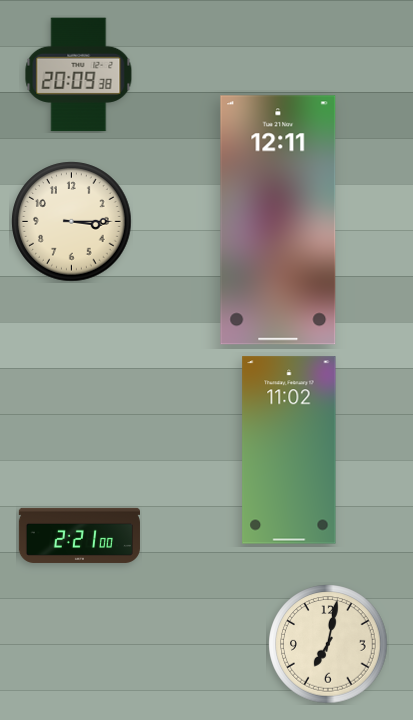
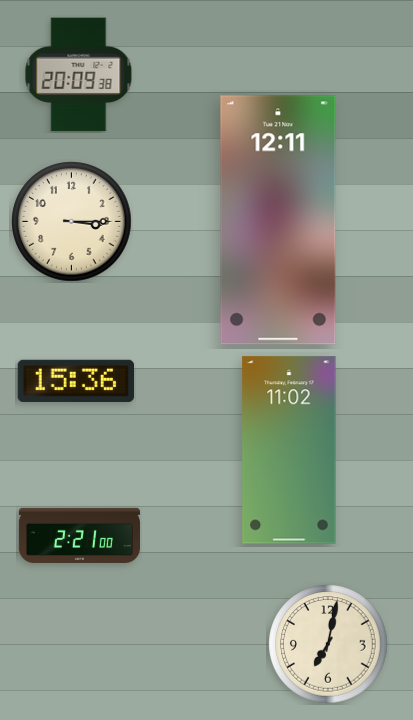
clock at (76, 381): none -> 15:36
